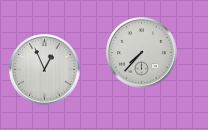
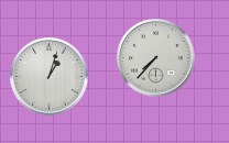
clock at (45, 70): 12:56 -> 1:03
